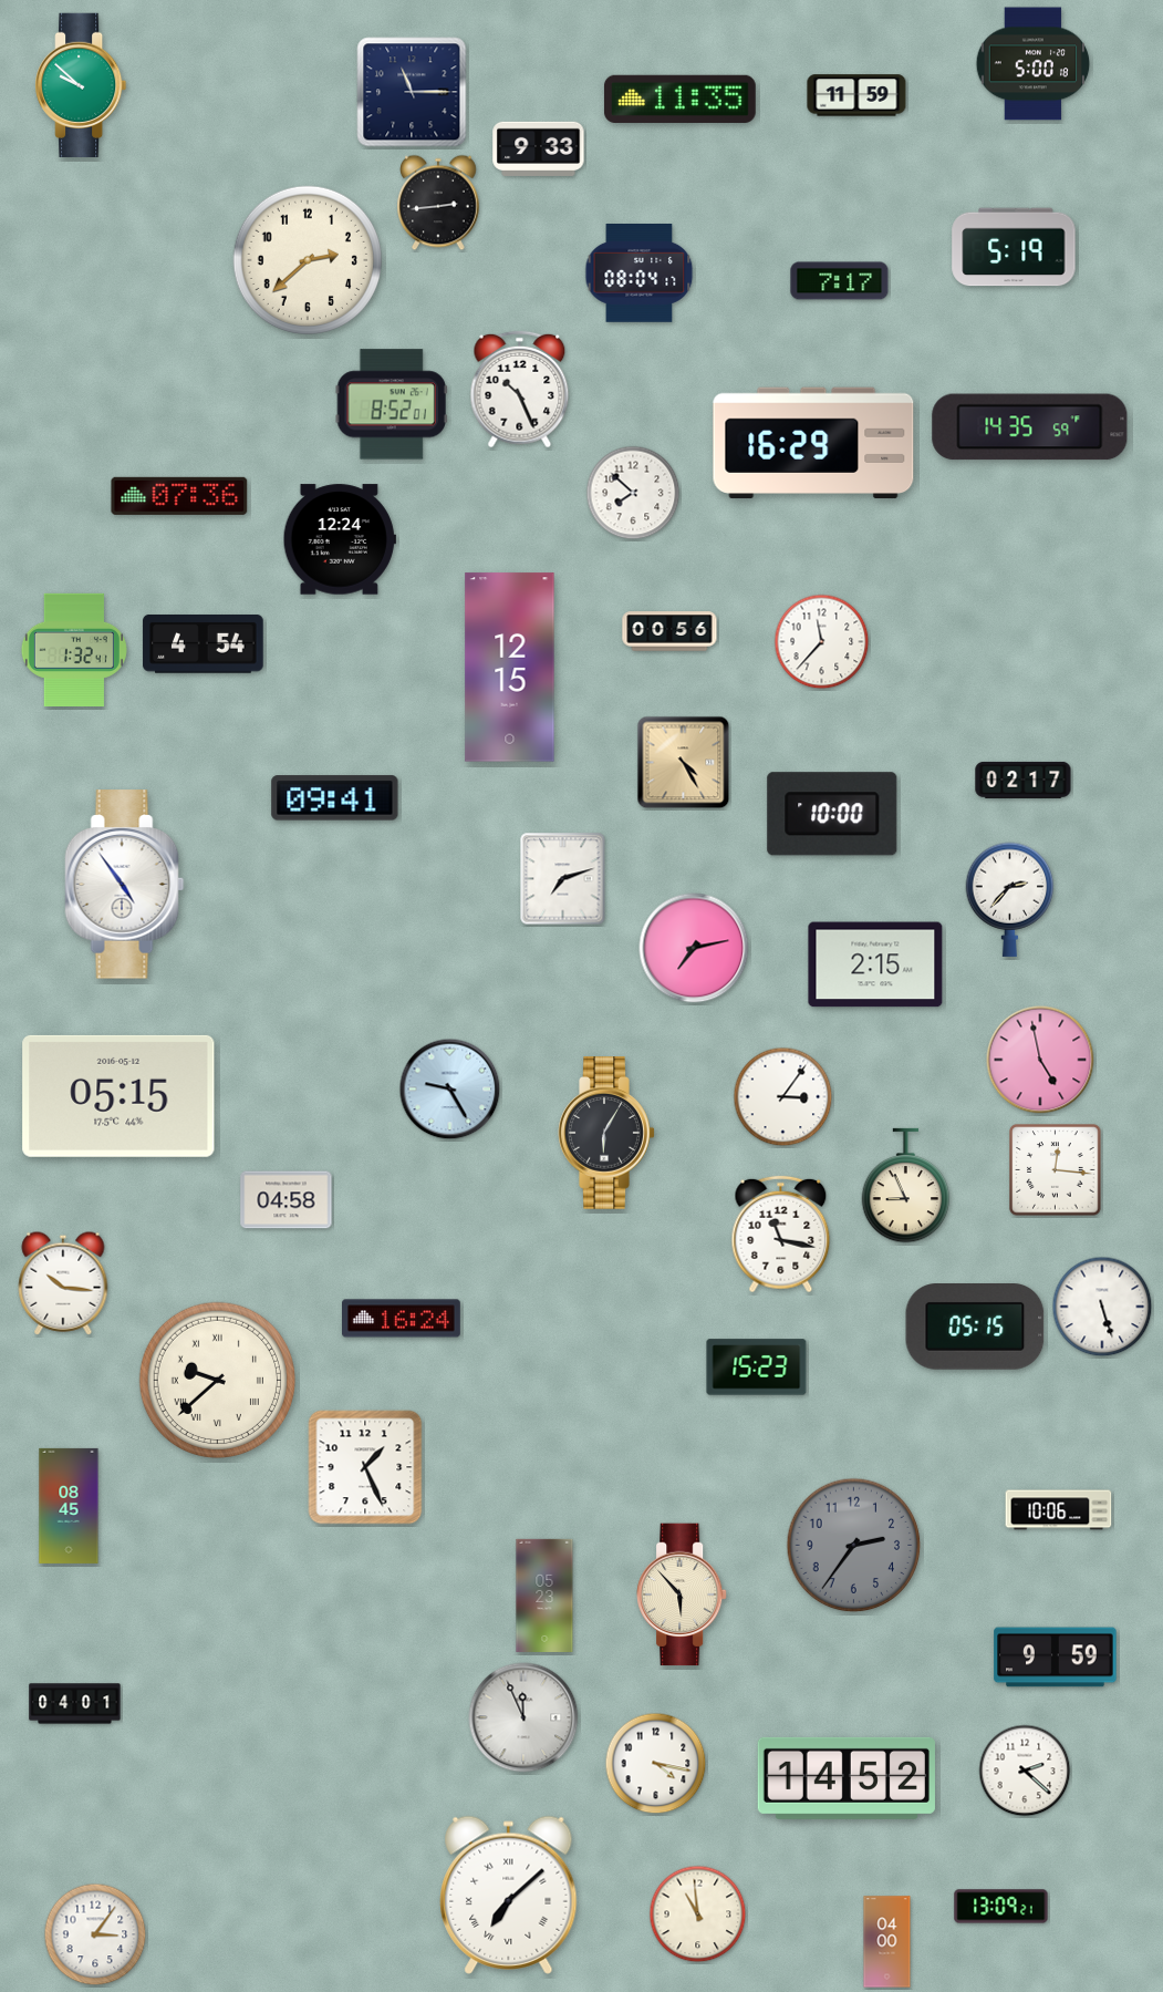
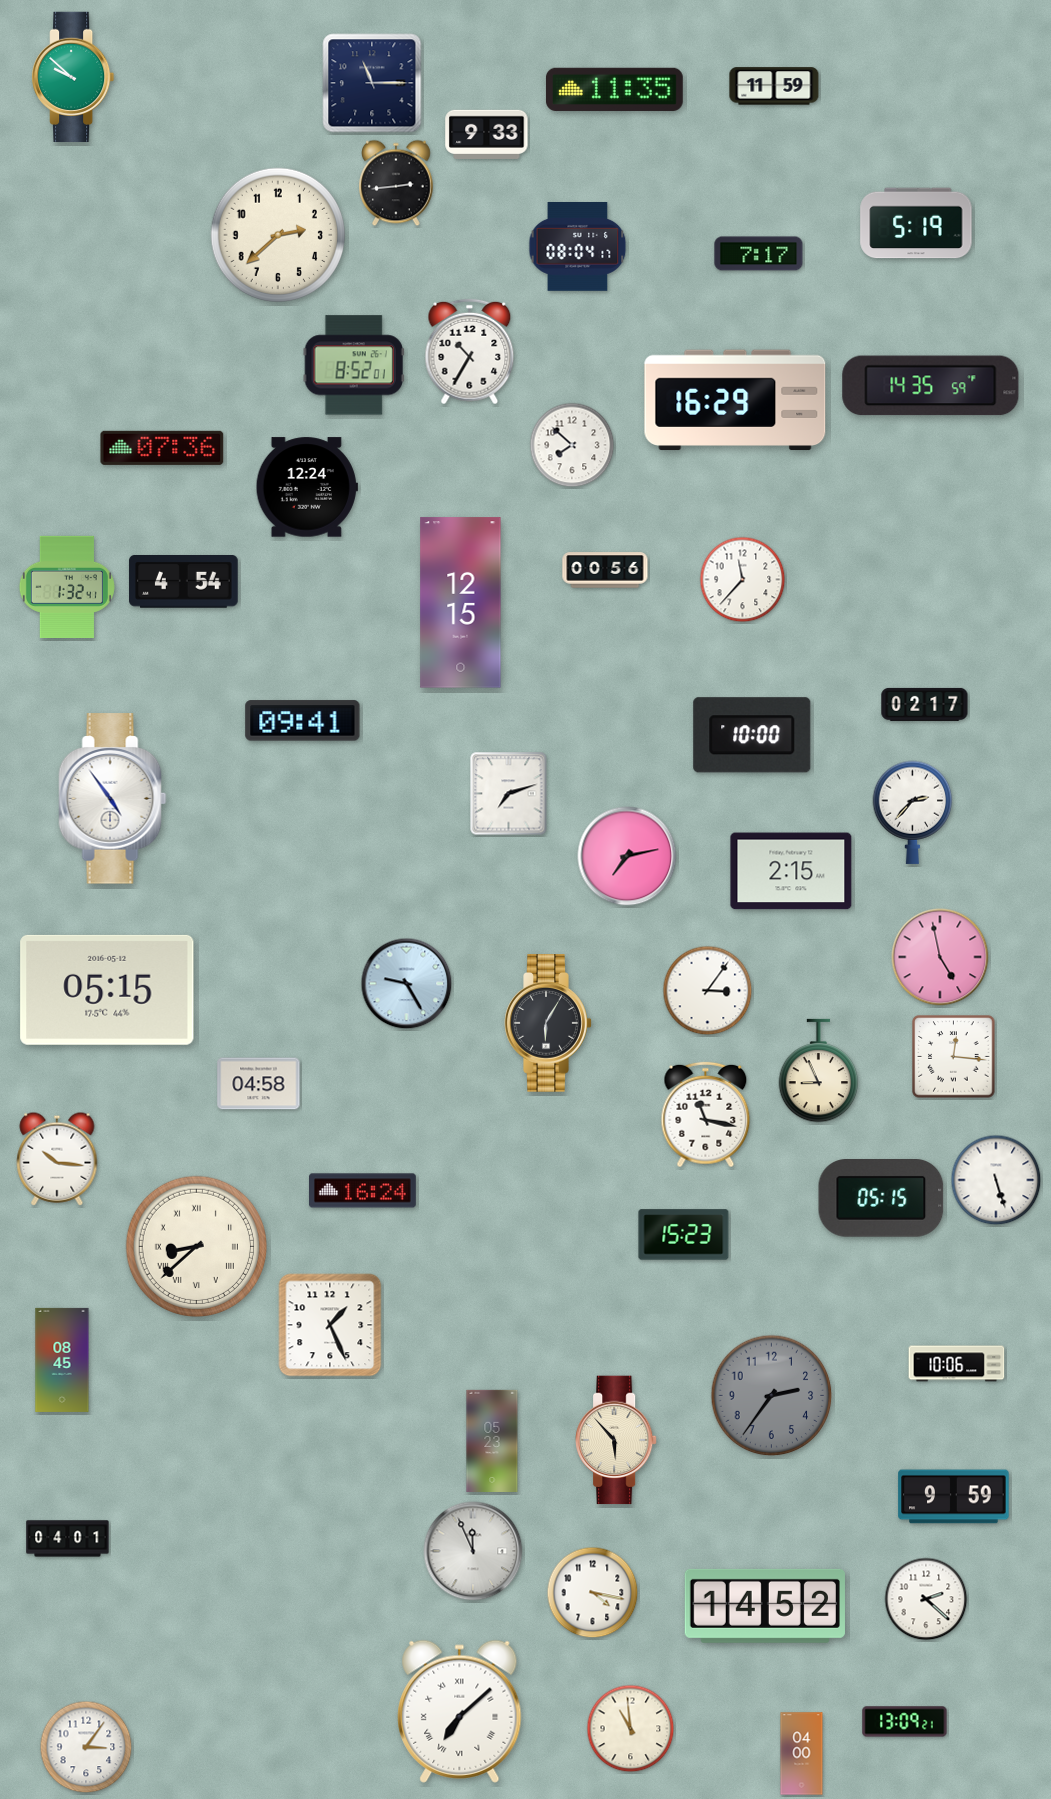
clock at (1034, 64): 5:00 -> none
clock at (520, 390): 10:26 -> 10:35
clock at (684, 763): 4:25 -> none
clock at (217, 1380): 9:38 -> 8:38
